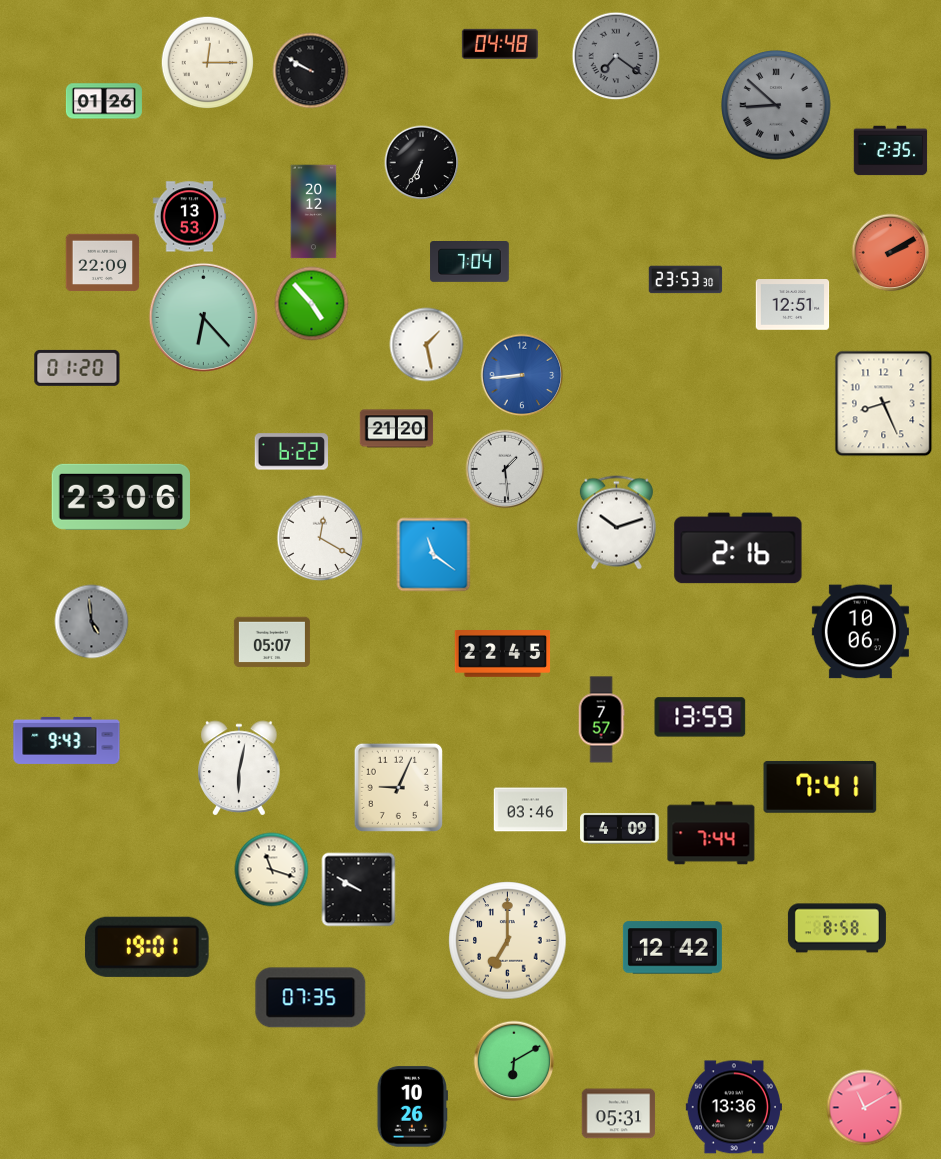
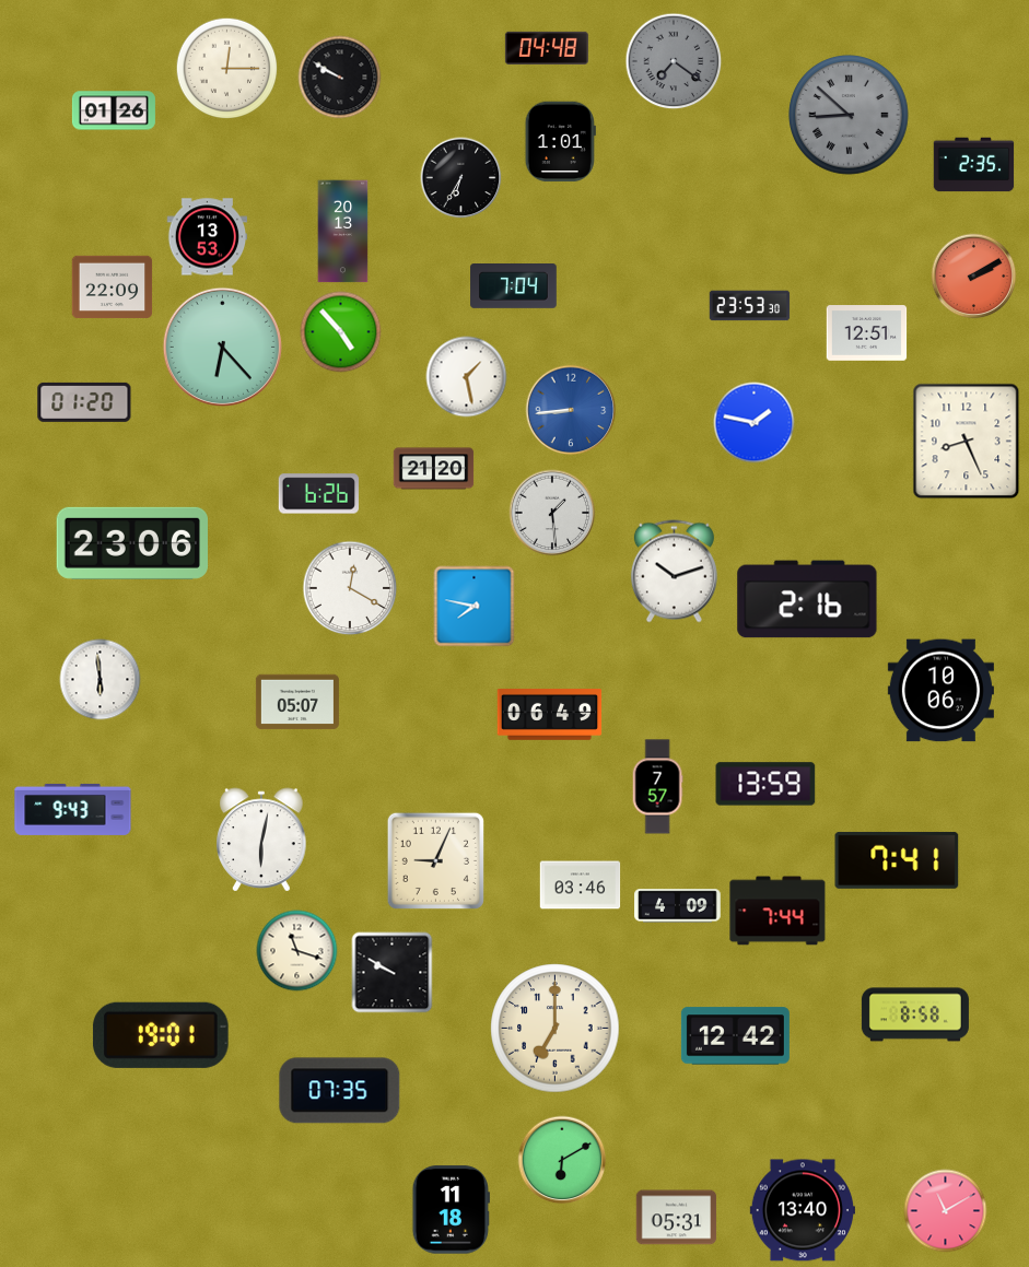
clock at (560, 142): none -> 1:01
clock at (314, 212): 20:12 -> 20:13
clock at (755, 423): none -> 1:47
clock at (292, 452): 6:22 -> 6:26
clock at (434, 555): 11:21 -> 7:47
clock at (92, 622): 4:59 -> 5:59
clock at (92, 622) dial: grey -> white
clock at (503, 654): 22:45 -> 06:49
clock at (412, 1107): 10:26 -> 11:18
clock at (734, 1107): 13:36 -> 13:40
